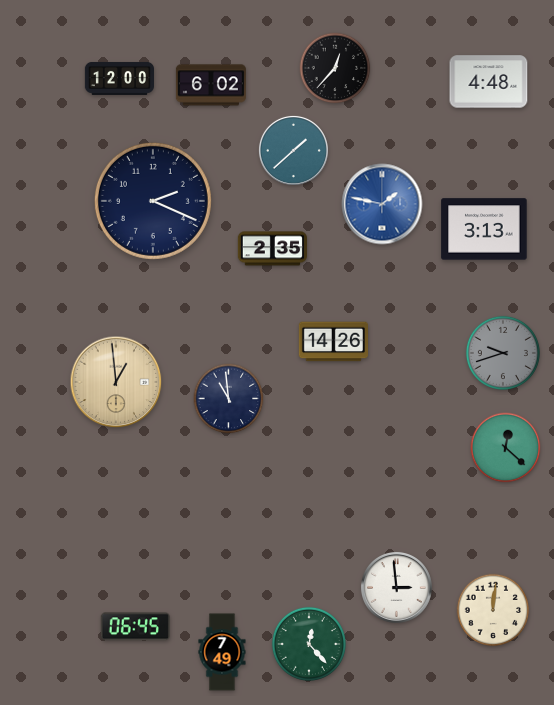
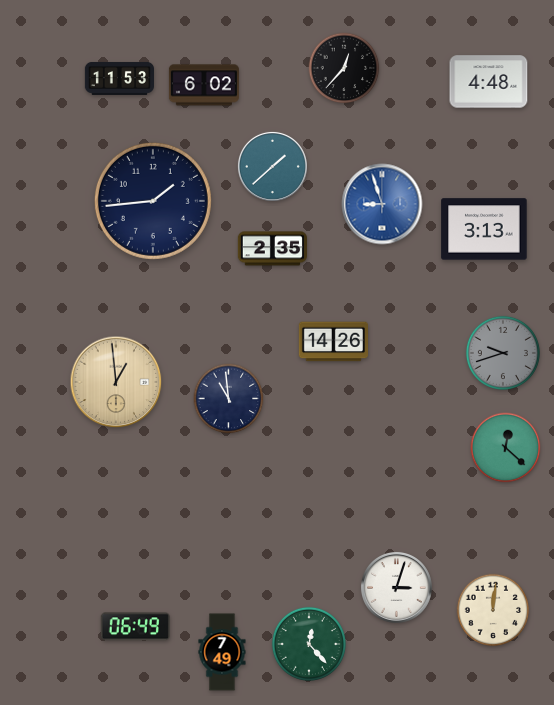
clock at (335, 68) position: (335, 68) -> (344, 68)
clock at (119, 78): 12:00 -> 11:53
clock at (211, 85) position: (211, 85) -> (204, 85)
clock at (293, 150) position: (293, 150) -> (272, 166)
clock at (153, 201): 2:19 -> 1:44
clock at (382, 204): 1:47 -> 8:57
clock at (396, 587): 2:59 -> 3:03
clock at (135, 627): 06:45 -> 06:49
